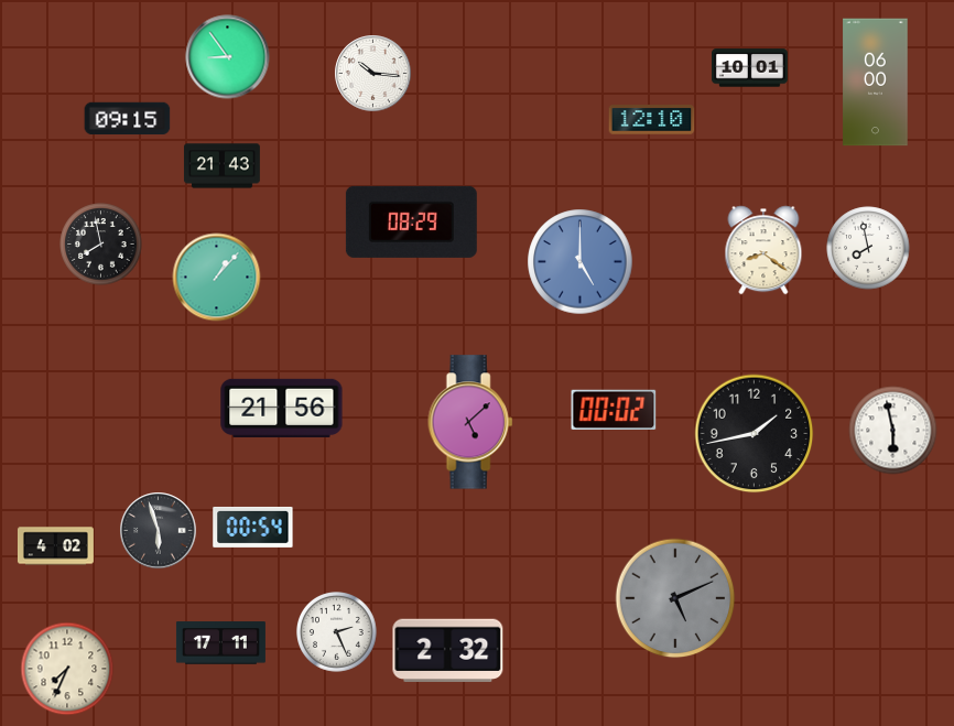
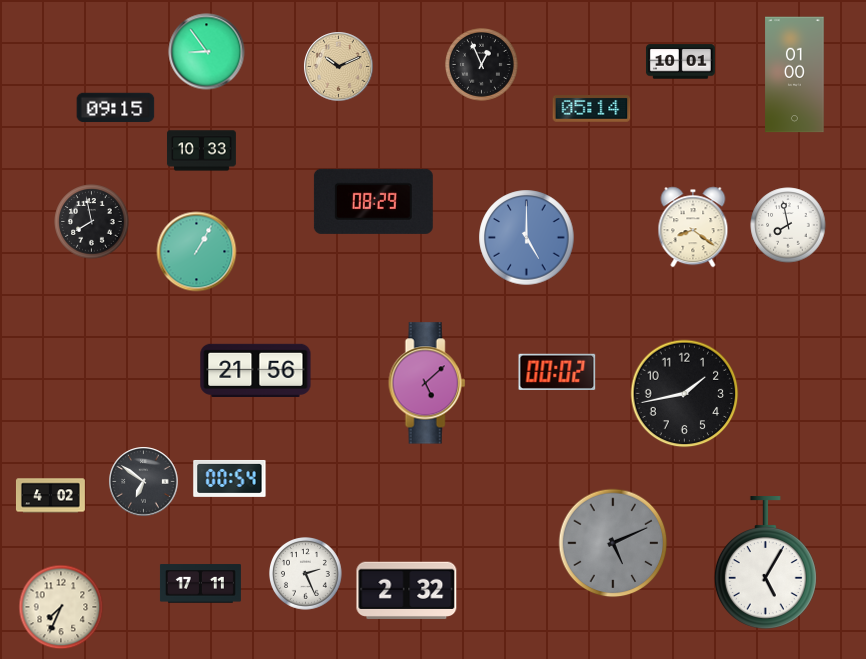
clock at (482, 65): none -> 12:56
clock at (373, 74): 10:16 -> 10:11
clock at (373, 74) dial: white -> champagne
clock at (876, 83): 06:00 -> 01:00
clock at (652, 120): 12:10 -> 05:14
clock at (221, 166): 21:43 -> 10:33
clock at (217, 278): 1:07 -> 1:05
clock at (893, 431): 5:58 -> none
clock at (159, 531): 5:57 -> 6:51
clock at (765, 563): none -> 5:05
